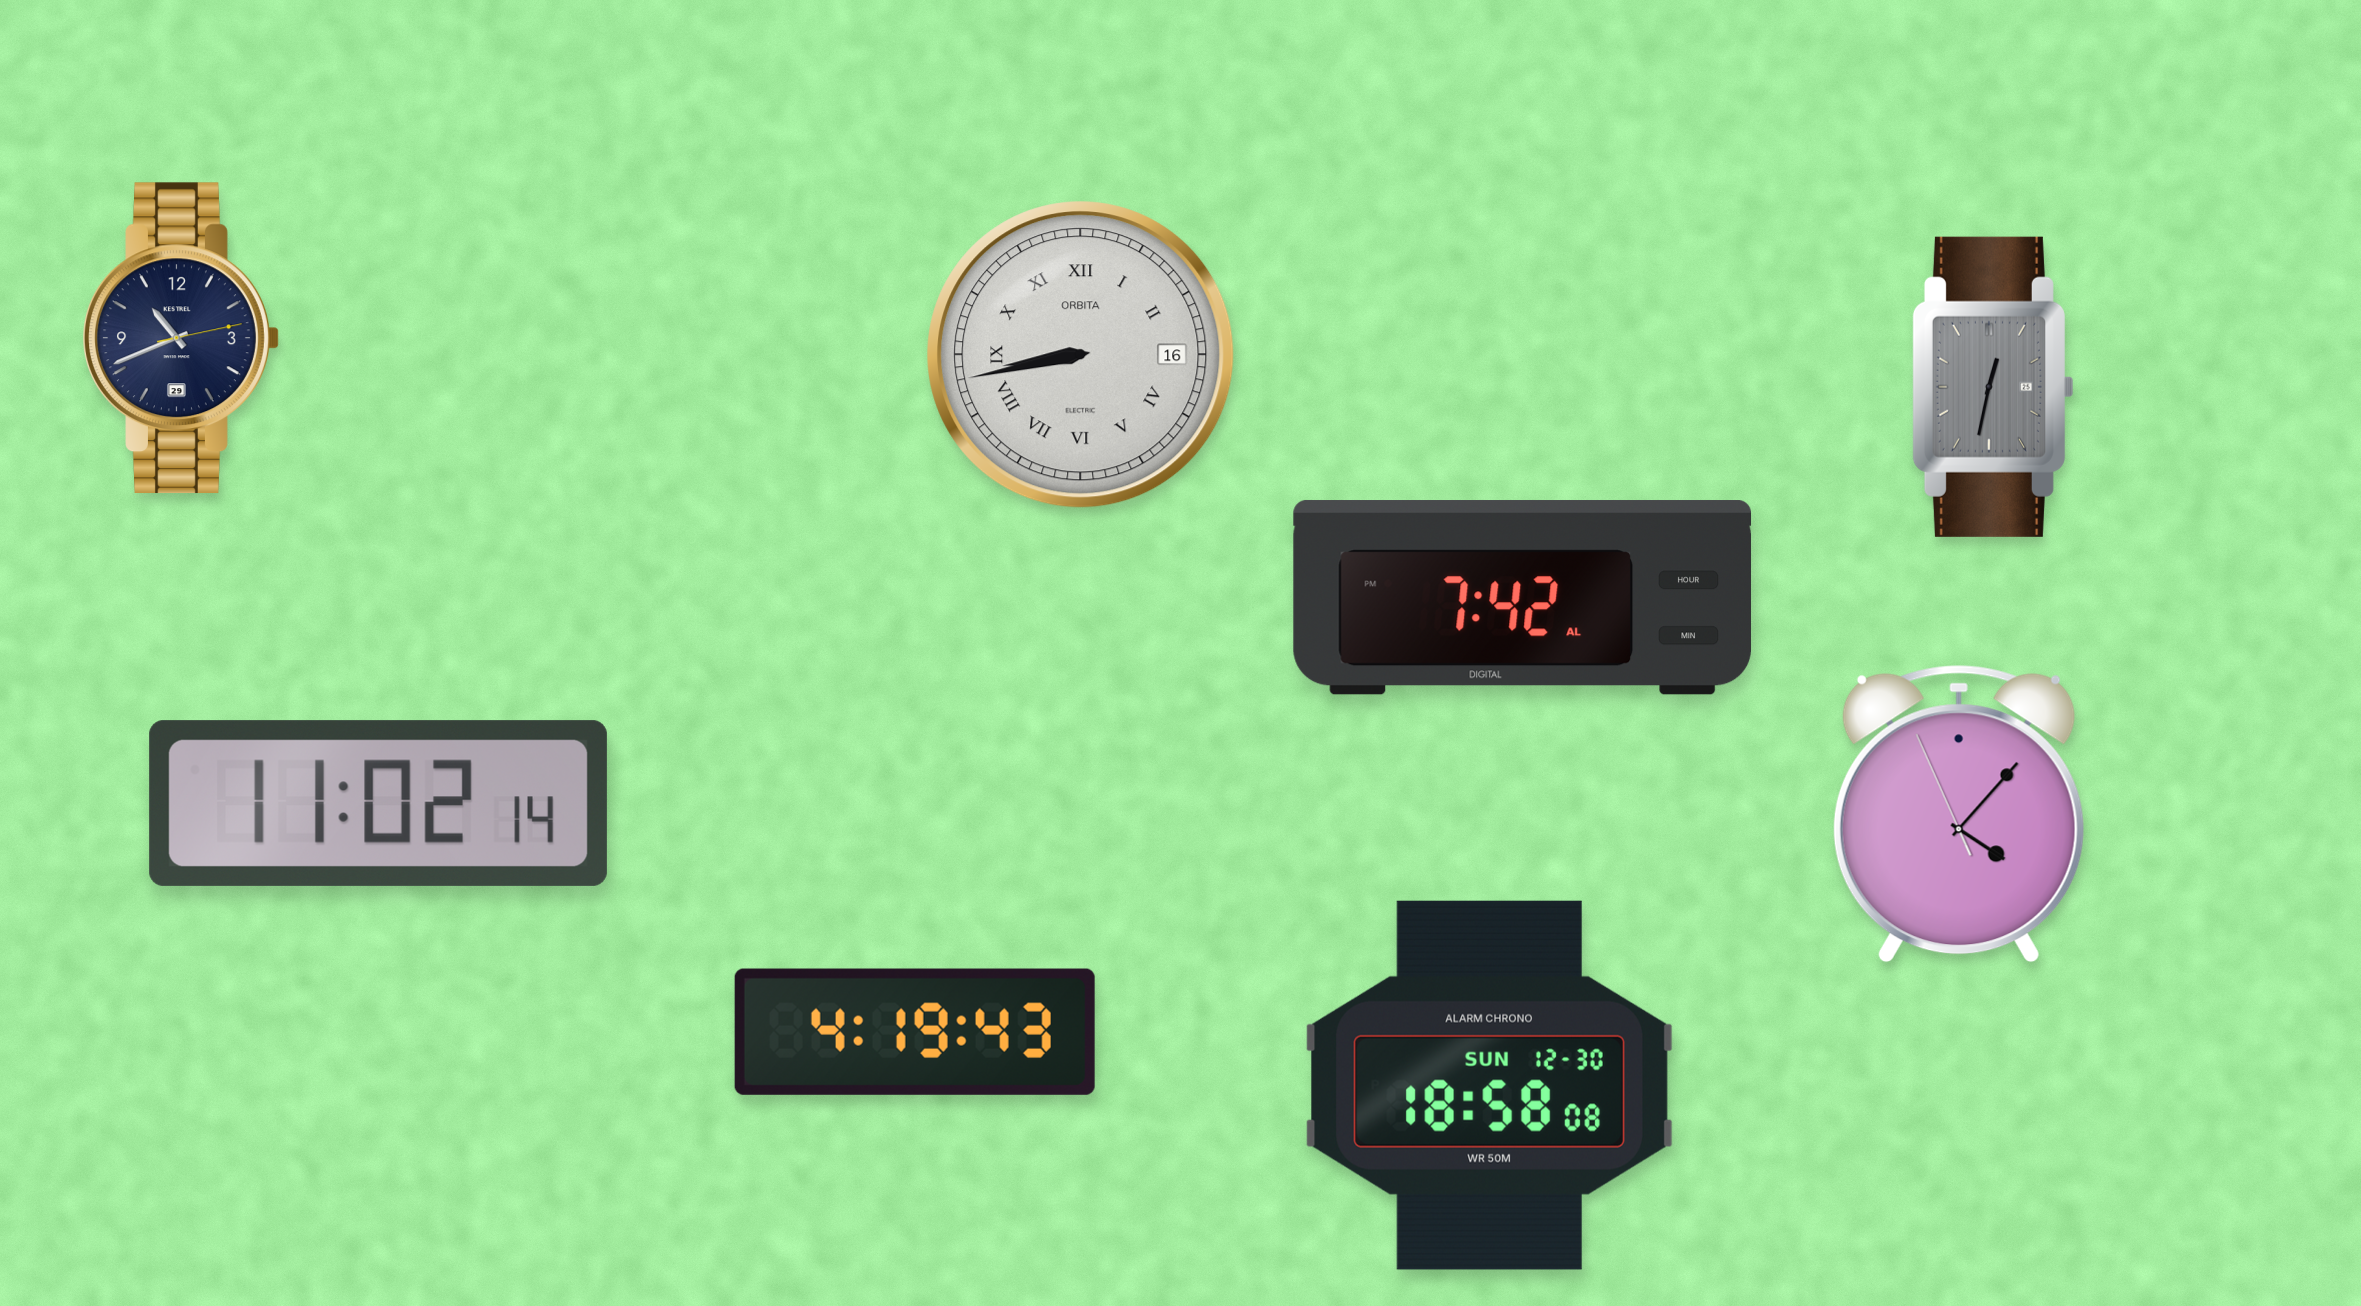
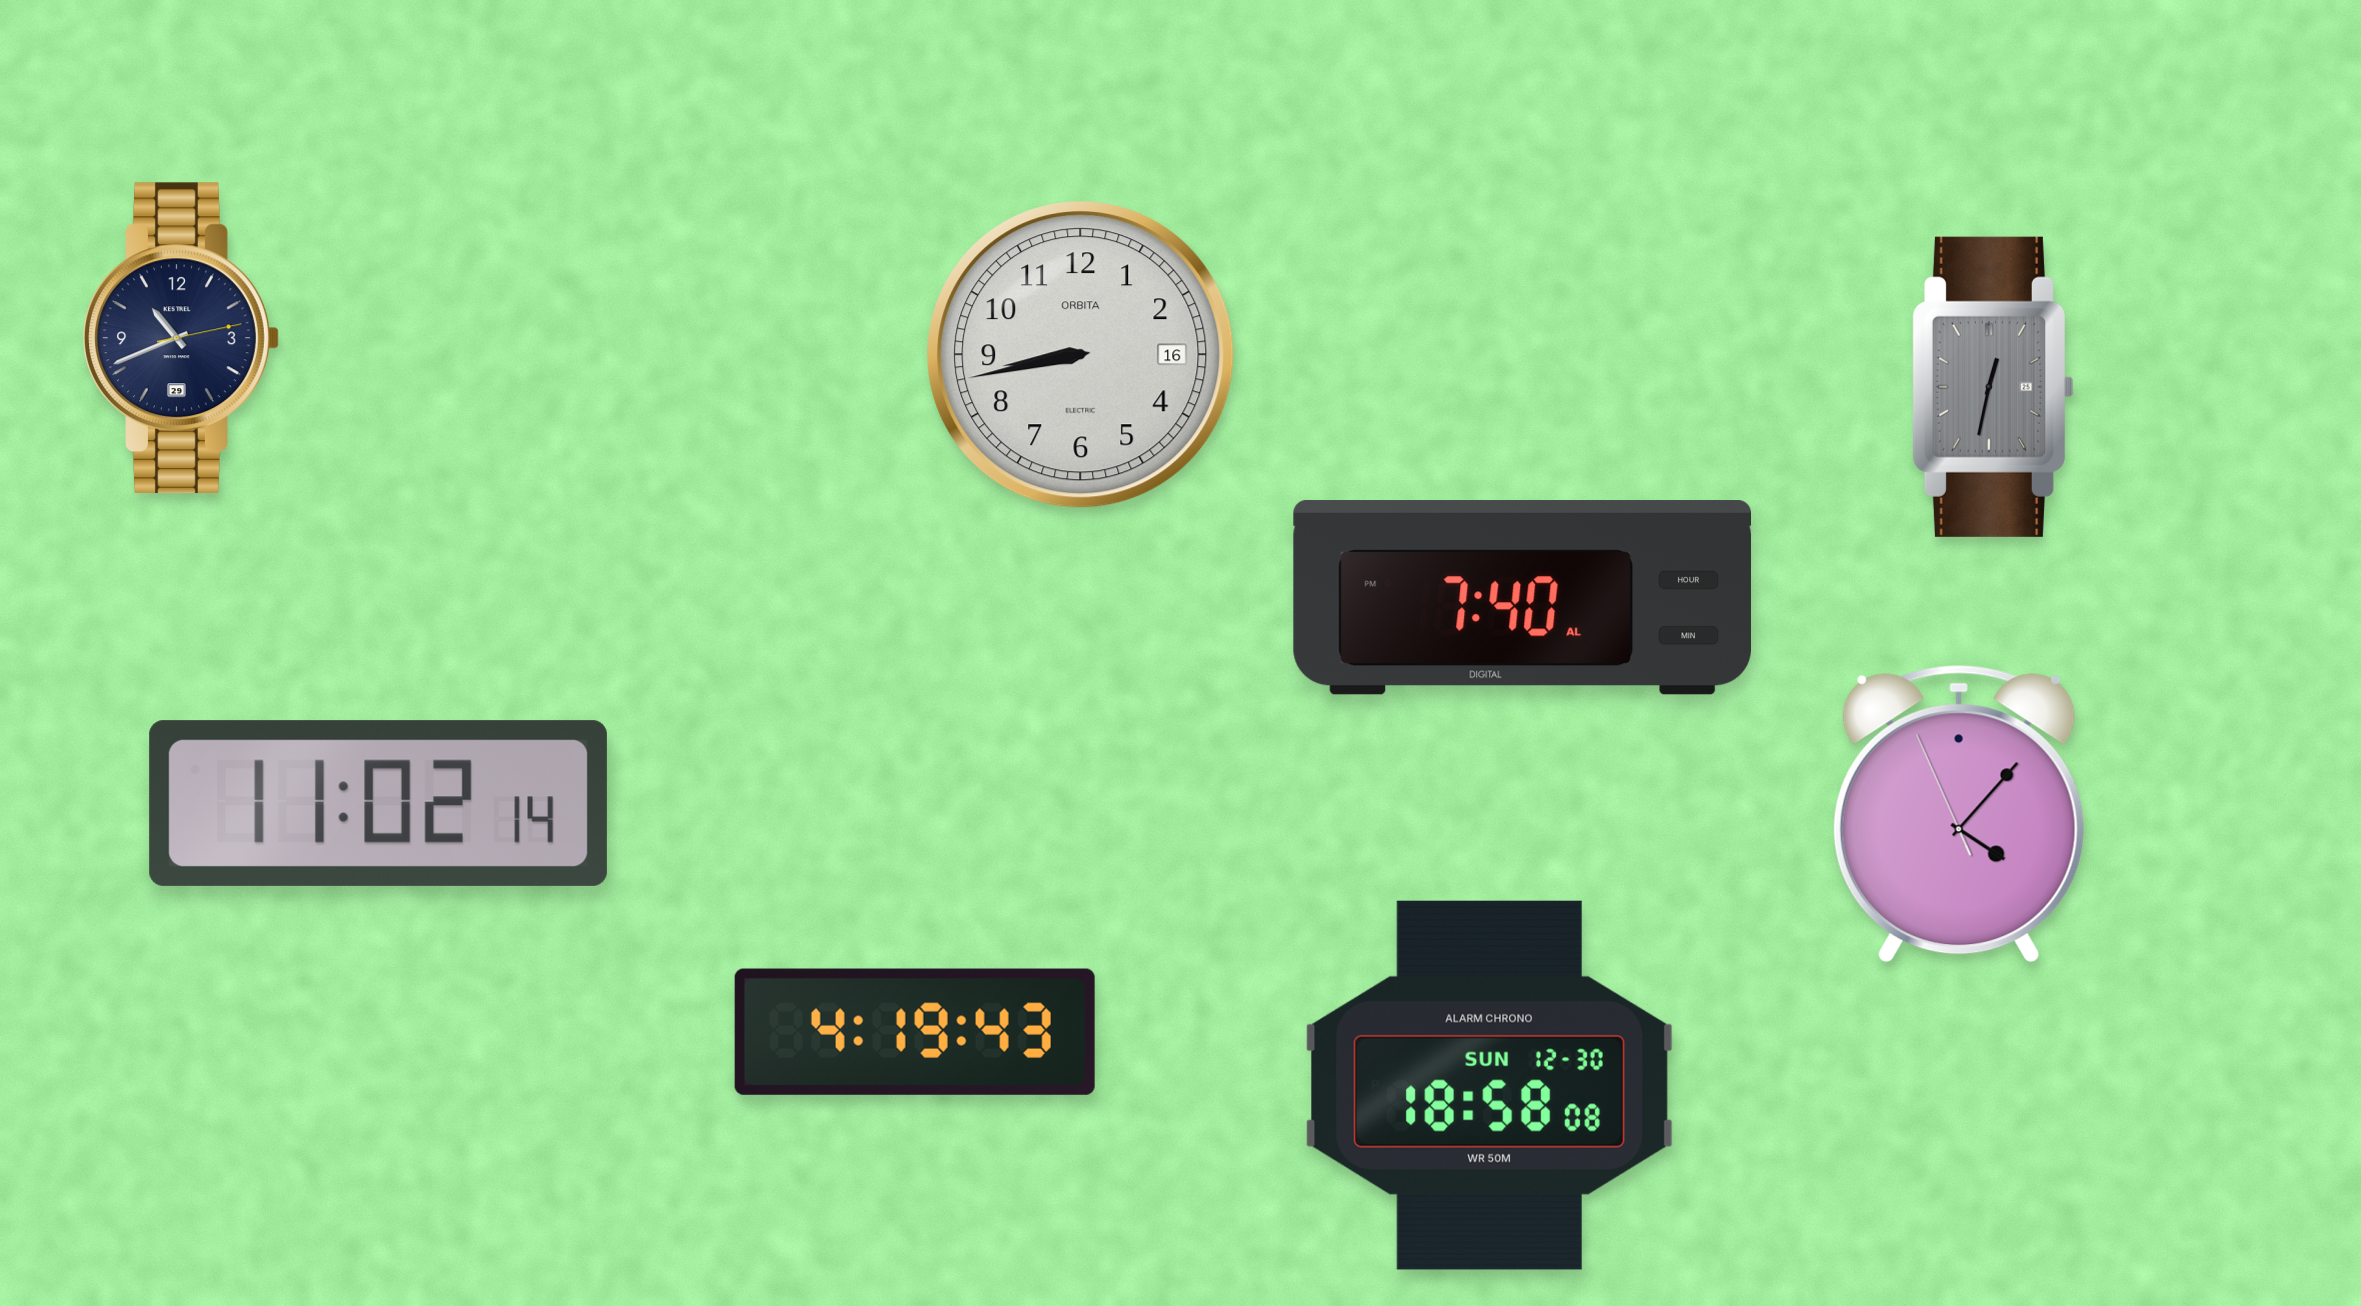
clock at (1081, 355) numerals: Roman -> Arabic
clock at (1522, 598): 7:42 -> 7:40
